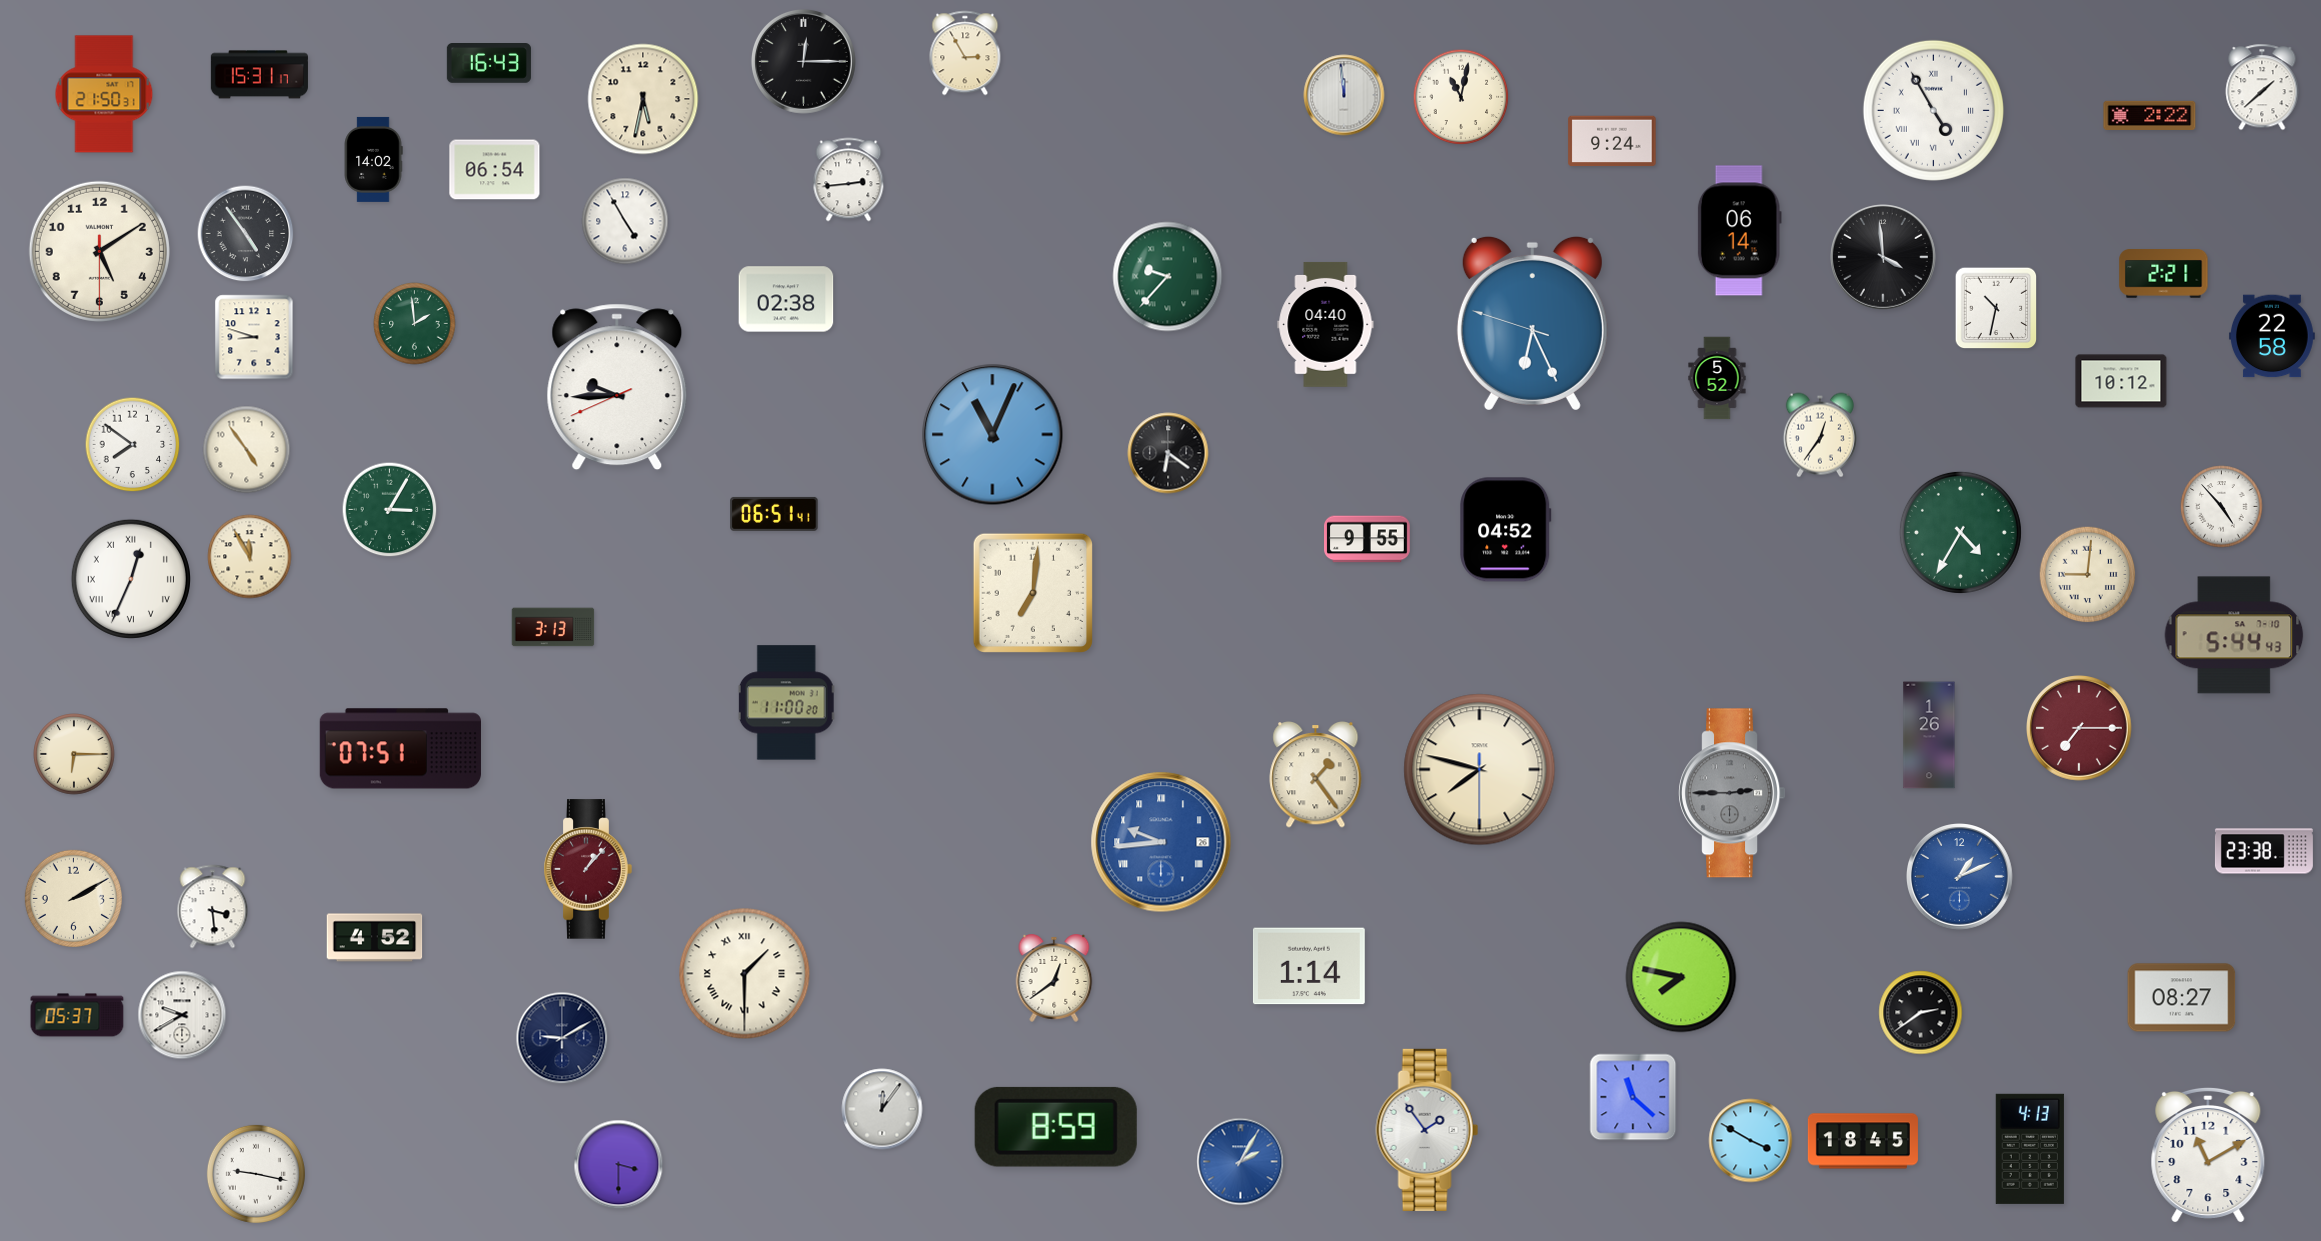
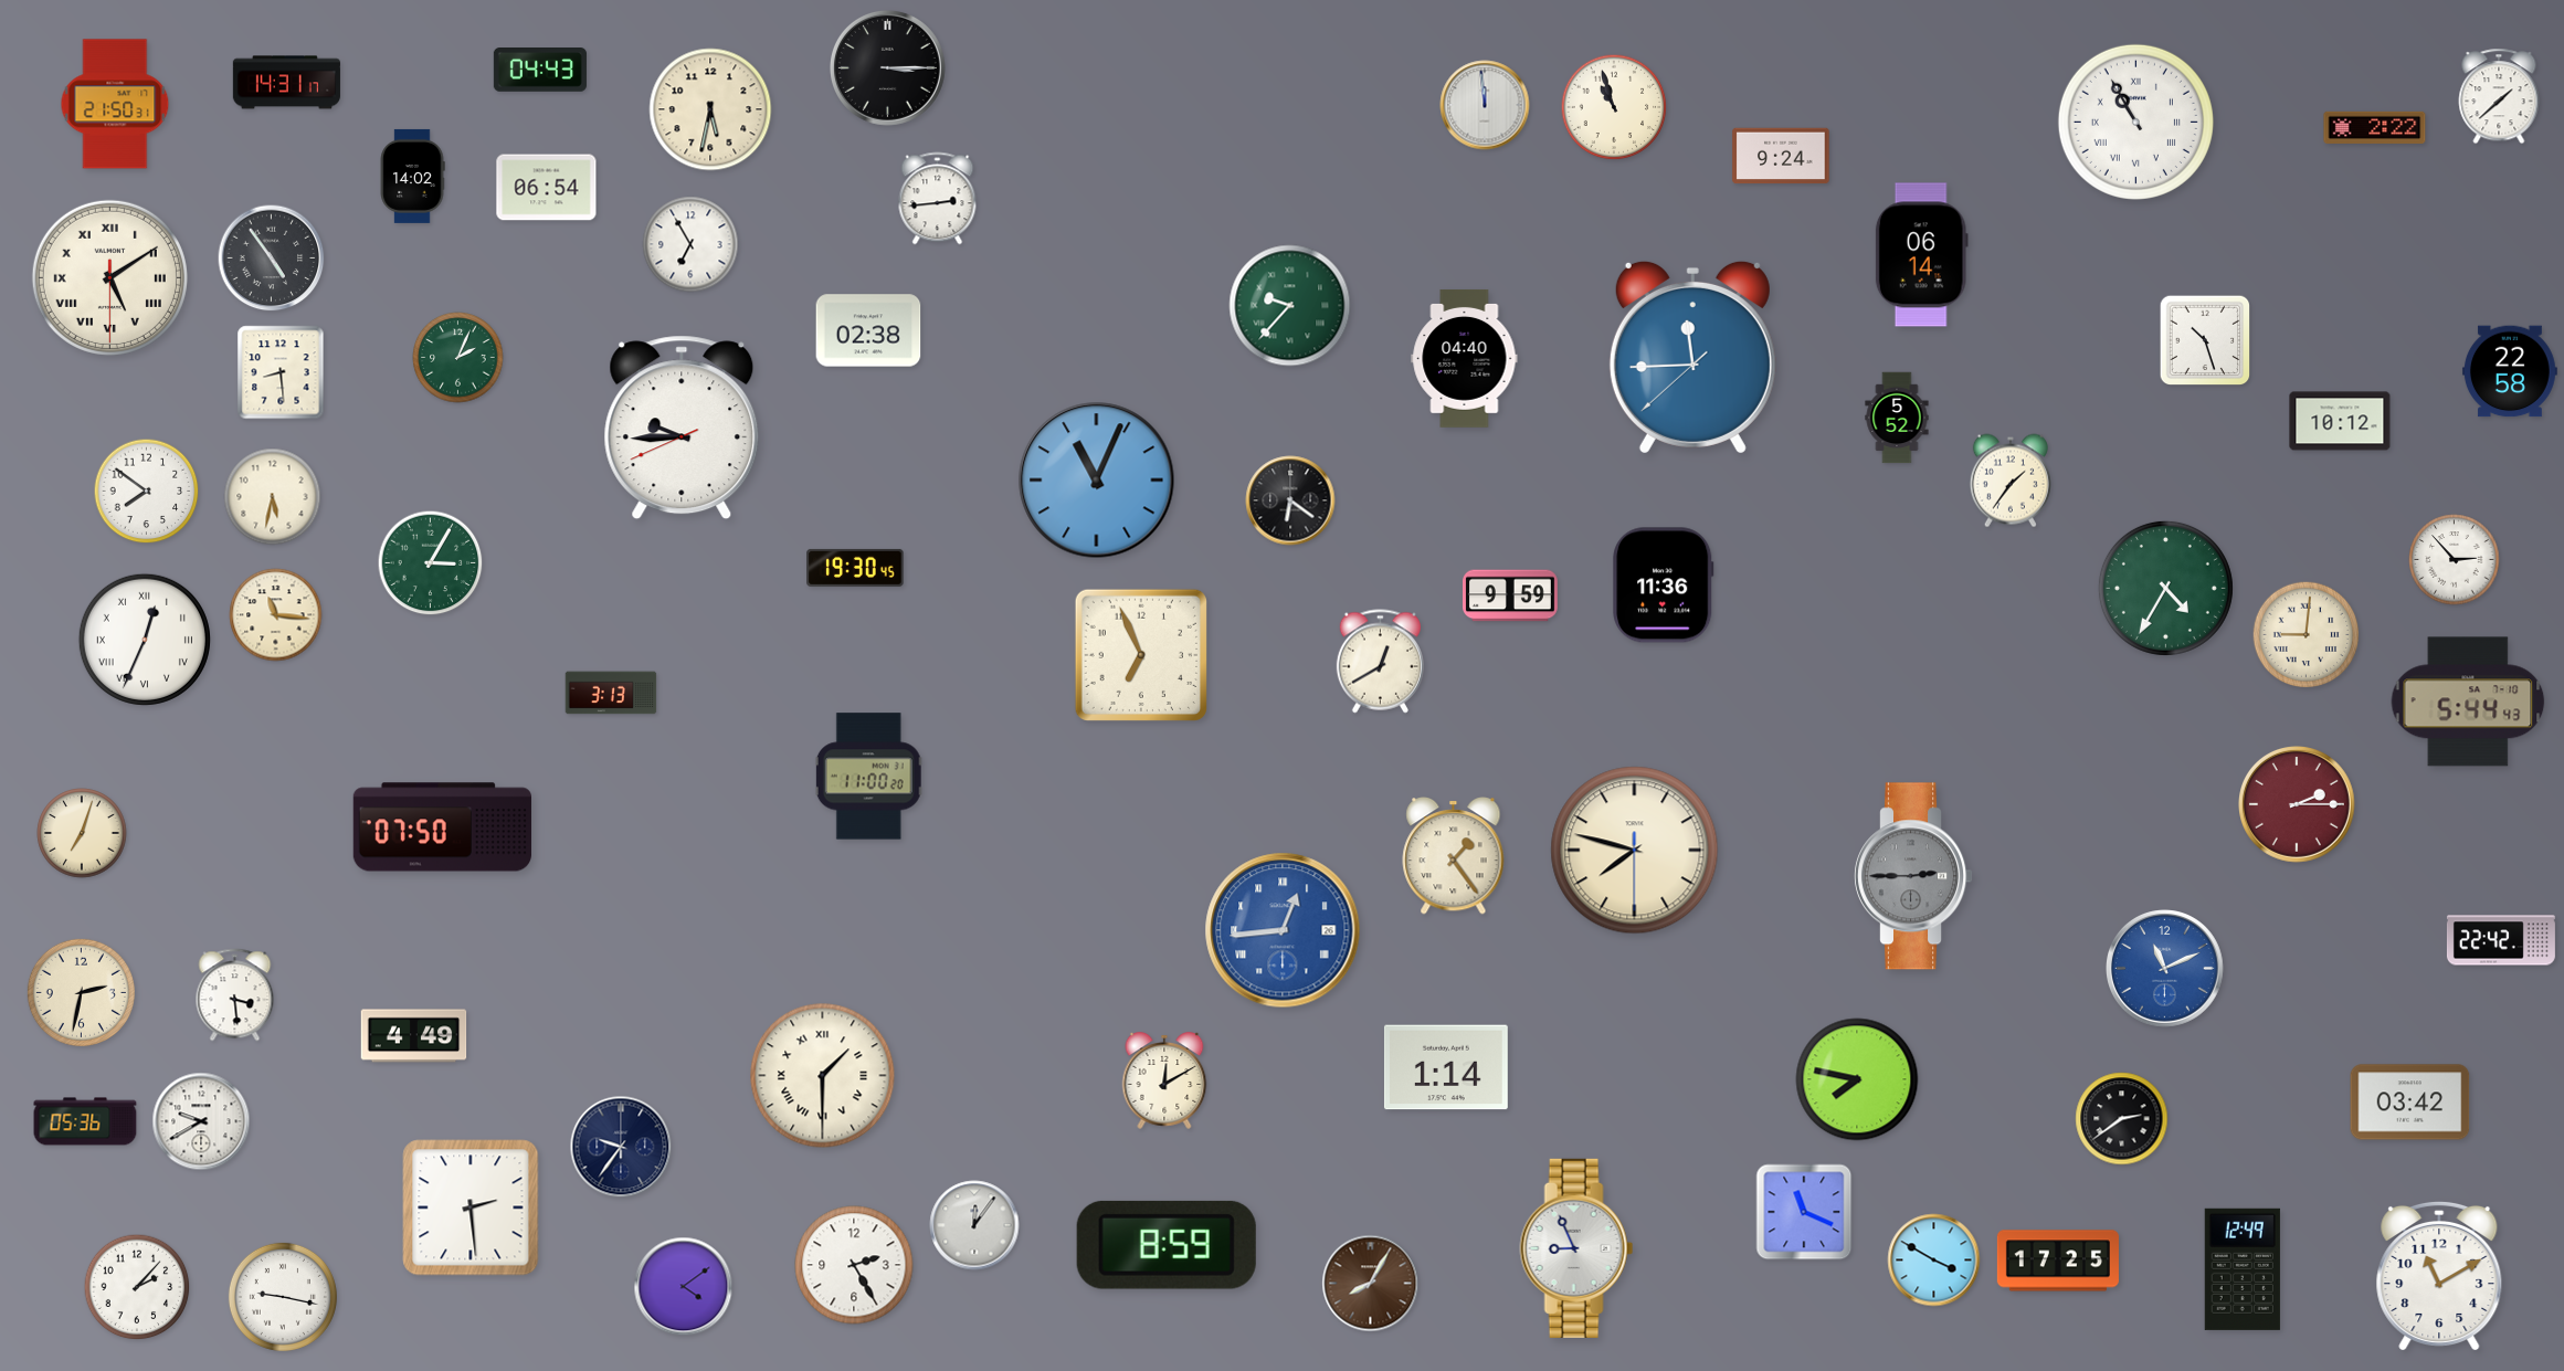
clock at (965, 53): 2:55 -> none
clock at (803, 61): 12:15 -> 3:15
clock at (489, 64): 16:43 -> 04:43
clock at (259, 75): 15:31 -> 14:31
clock at (1461, 97): 11:02 -> 10:57
clock at (1933, 110): 4:55 -> 10:55
clock at (625, 221): 4:55 -> 6:55
clock at (99, 251) numerals: Arabic -> Roman
clock at (1884, 258): 3:59 -> none
clock at (2164, 274): 2:21 -> none
clock at (1996, 308): 10:32 -> 10:27
clock at (1532, 323): 6:25 -> 11:44
clock at (415, 324): 1:59 -> 2:04
clock at (254, 337): 8:48 -> 8:29
clock at (2121, 381) position: (2121, 381) -> (2340, 421)
clock at (1820, 435): 12:36 -> 1:36
clock at (247, 450): 4:54 -> 5:32
clock at (2222, 507): 4:53 -> 2:53
clock at (774, 514): 06:51 -> 19:30
clock at (1506, 530): 04:52 -> 11:36
clock at (1368, 539): 9:55 -> 9:59
clock at (250, 557): 11:55 -> 11:16
clock at (1033, 593): 7:01 -> 6:56
clock at (1380, 662): none -> 12:40
clock at (2080, 729): 7:15 -> 2:15
clock at (1929, 735): 1:26 -> none
clock at (400, 749): 07:51 -> 07:50
clock at (74, 754): 6:15 -> 7:03
clock at (1161, 842): 9:44 -> 12:44
clock at (2264, 851): 23:38 -> 22:42
clock at (588, 869): 1:07 -> none
clock at (1960, 877): 1:11 -> 11:11
clock at (73, 898): 2:10 -> 2:32
clock at (213, 907) position: (213, 907) -> (235, 995)
clock at (375, 938): 4:52 -> 4:49
clock at (1054, 978): 12:39 -> 12:10
clock at (2182, 998): 08:27 -> 03:42
clock at (77, 1015): 05:37 -> 05:36
clock at (562, 1038): 9:10 -> 9:36
clock at (471, 1207): none -> 2:29
clock at (1633, 1097): 11:22 -> 11:19
clock at (1427, 1130): 1:54 -> 8:56
clock at (1863, 1141): 18:45 -> 17:25
clock at (854, 1265): none -> 2:25
clock at (2030, 1149): 4:13 -> 12:49
clock at (1241, 1162): 2:05 -> 8:05
clock at (1241, 1162) dial: blue -> brown
clock at (137, 1287): none -> 2:07
clock at (619, 1165): 3:30 -> 4:09
